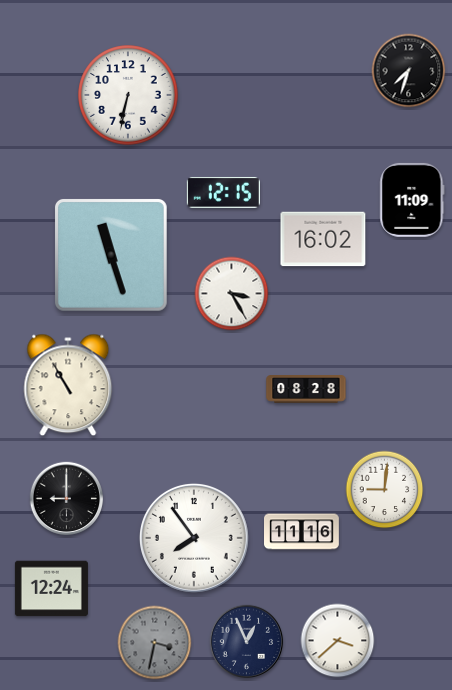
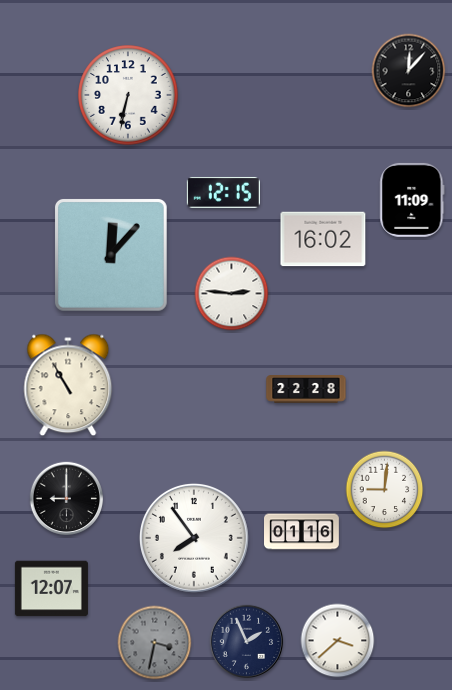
clock at (409, 71): 7:33 -> 12:07
clock at (111, 255): 11:27 -> 12:07
clock at (232, 294): 3:25 -> 2:46
clock at (306, 390): 08:28 -> 22:28
clock at (302, 532): 11:16 -> 01:16
clock at (51, 589): 12:24 -> 12:07
clock at (247, 642): 12:56 -> 1:56
